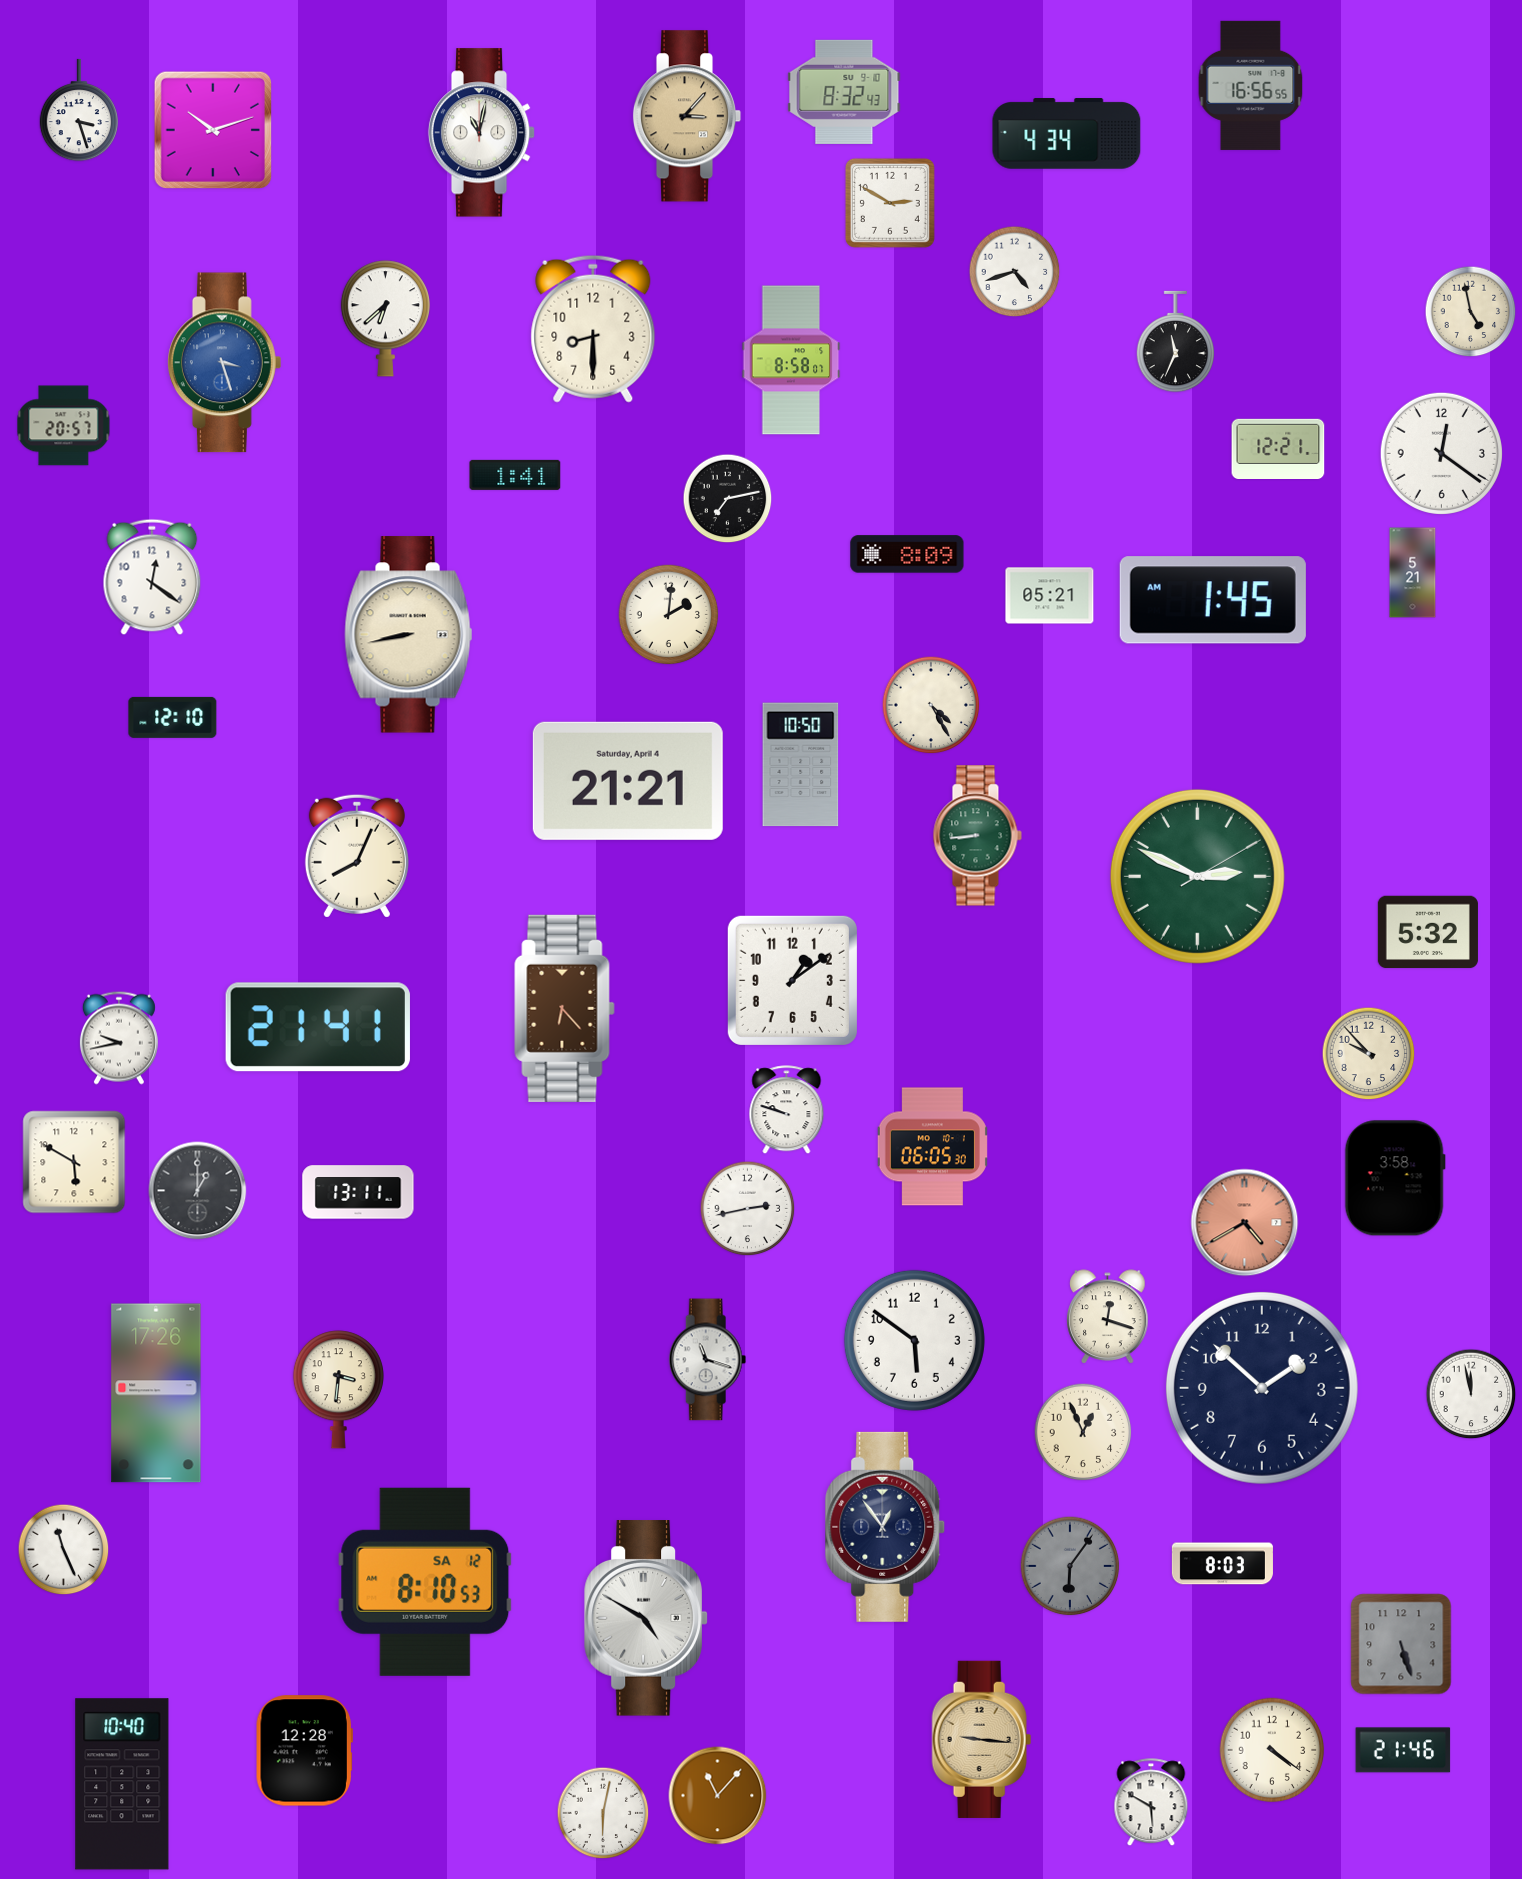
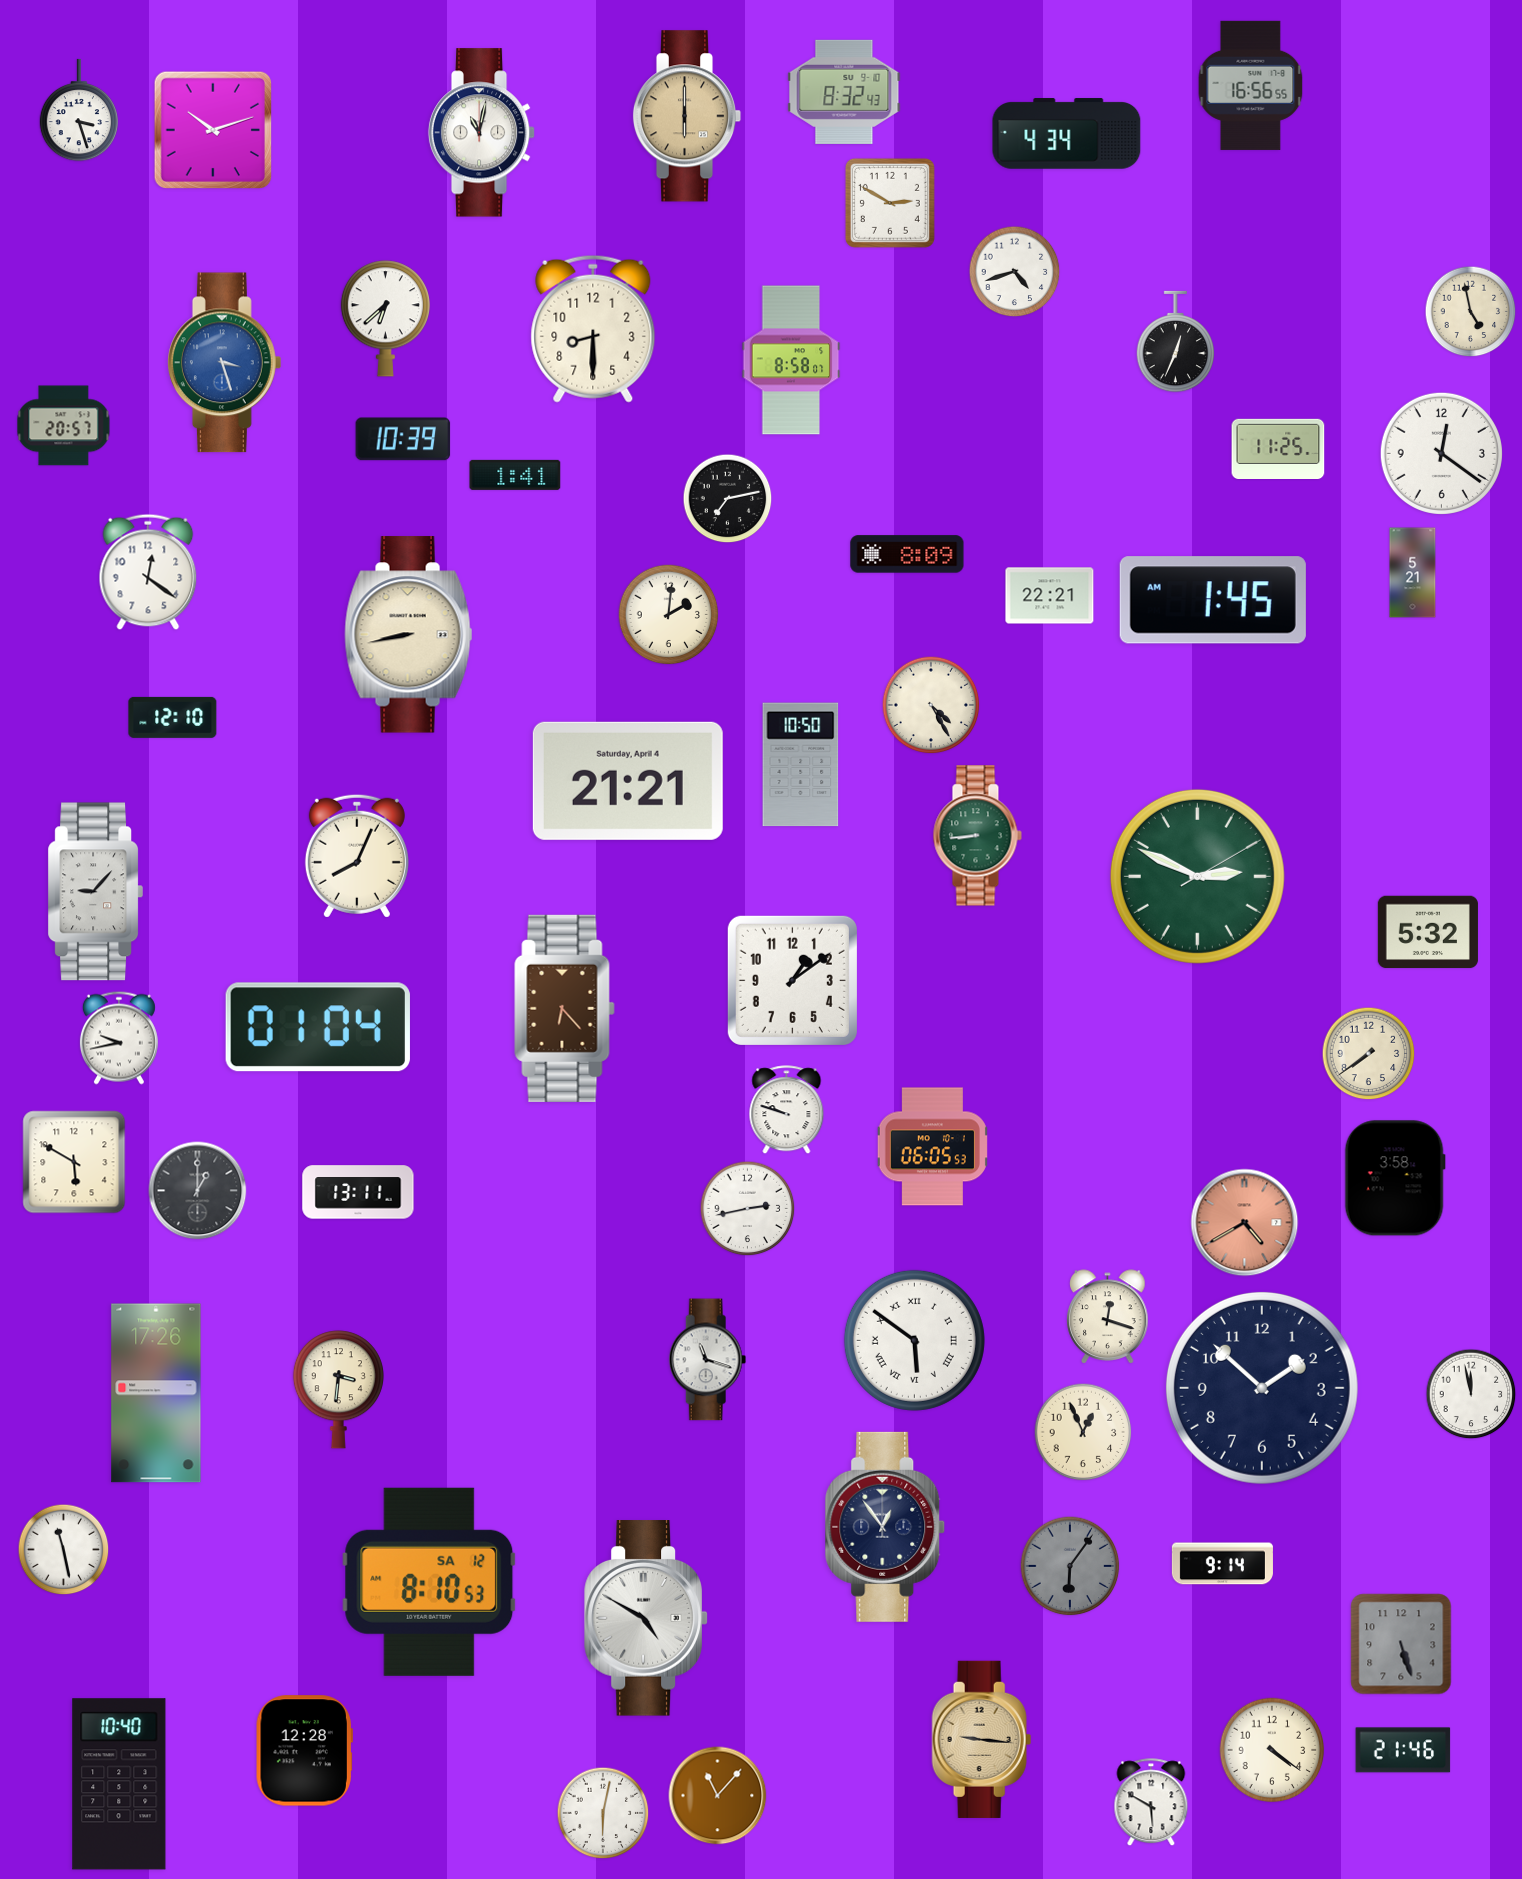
clock at (687, 116): 3:07 -> 6:00
clock at (1176, 342): 11:34 -> 12:34
clock at (403, 439): none -> 10:39
clock at (1278, 448): 12:21 -> 11:25
clock at (152, 577) position: (152, 577) -> (148, 572)
clock at (1050, 596): 05:21 -> 22:21
clock at (95, 892): none -> 9:07
clock at (318, 1027): 21:41 -> 01:04
clock at (1369, 1054): 9:53 -> 7:39
clock at (932, 1147): 06:05:30 -> 06:05:53
clock at (914, 1340) numerals: Arabic -> Roman
clock at (64, 1550): 11:26 -> 11:28
clock at (1222, 1564): 8:03 -> 9:14
clock at (425, 1582) position: (425, 1582) -> (429, 1582)
clock at (122, 1784) position: (122, 1784) -> (119, 1784)
